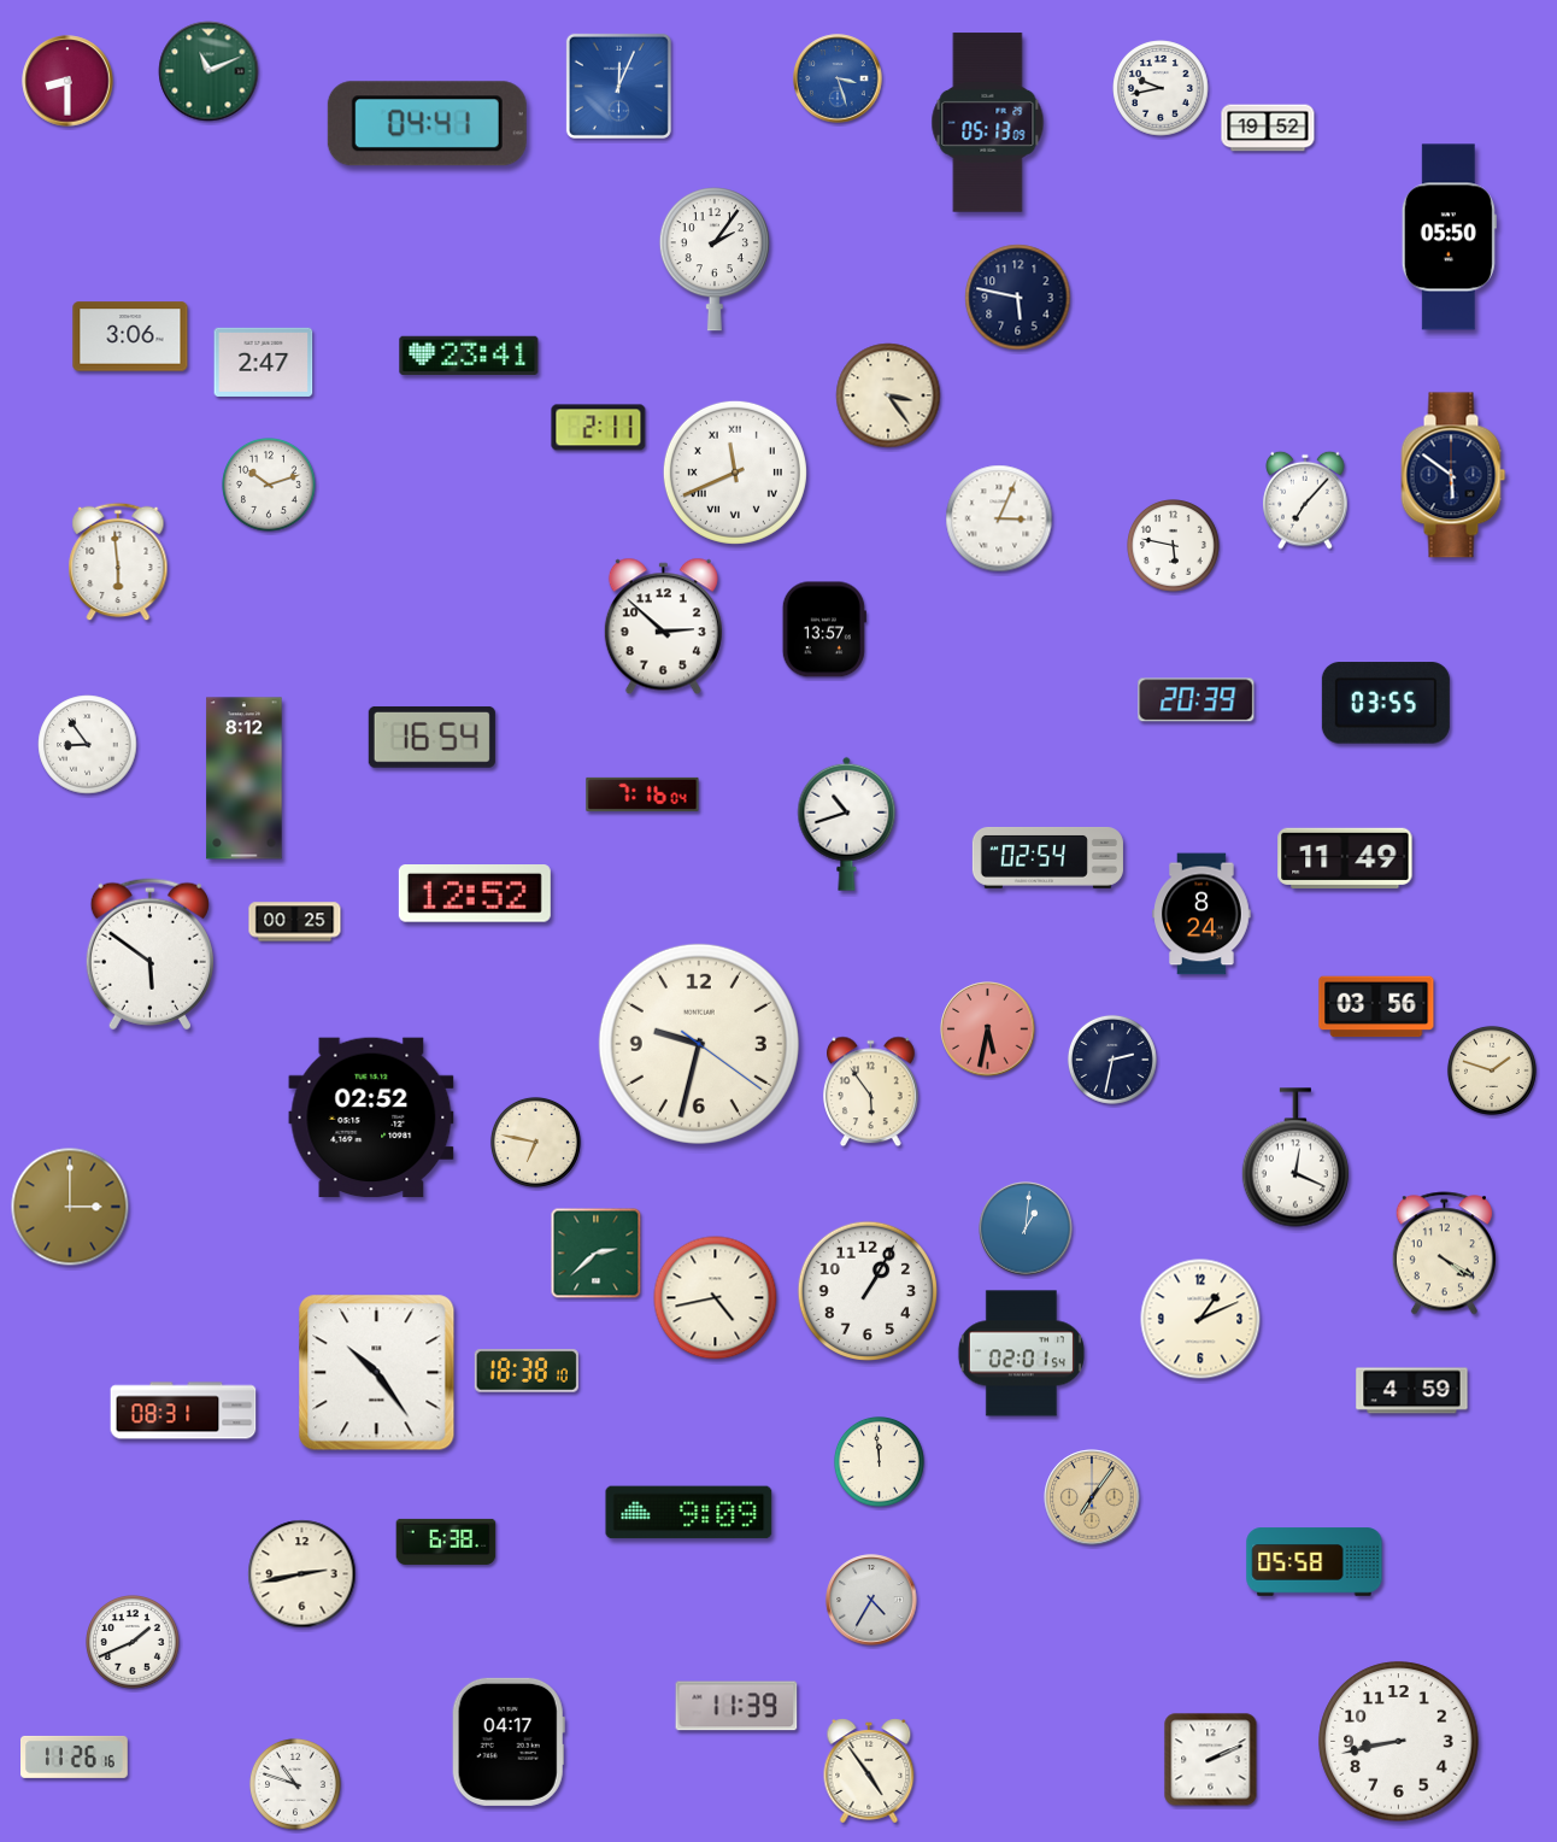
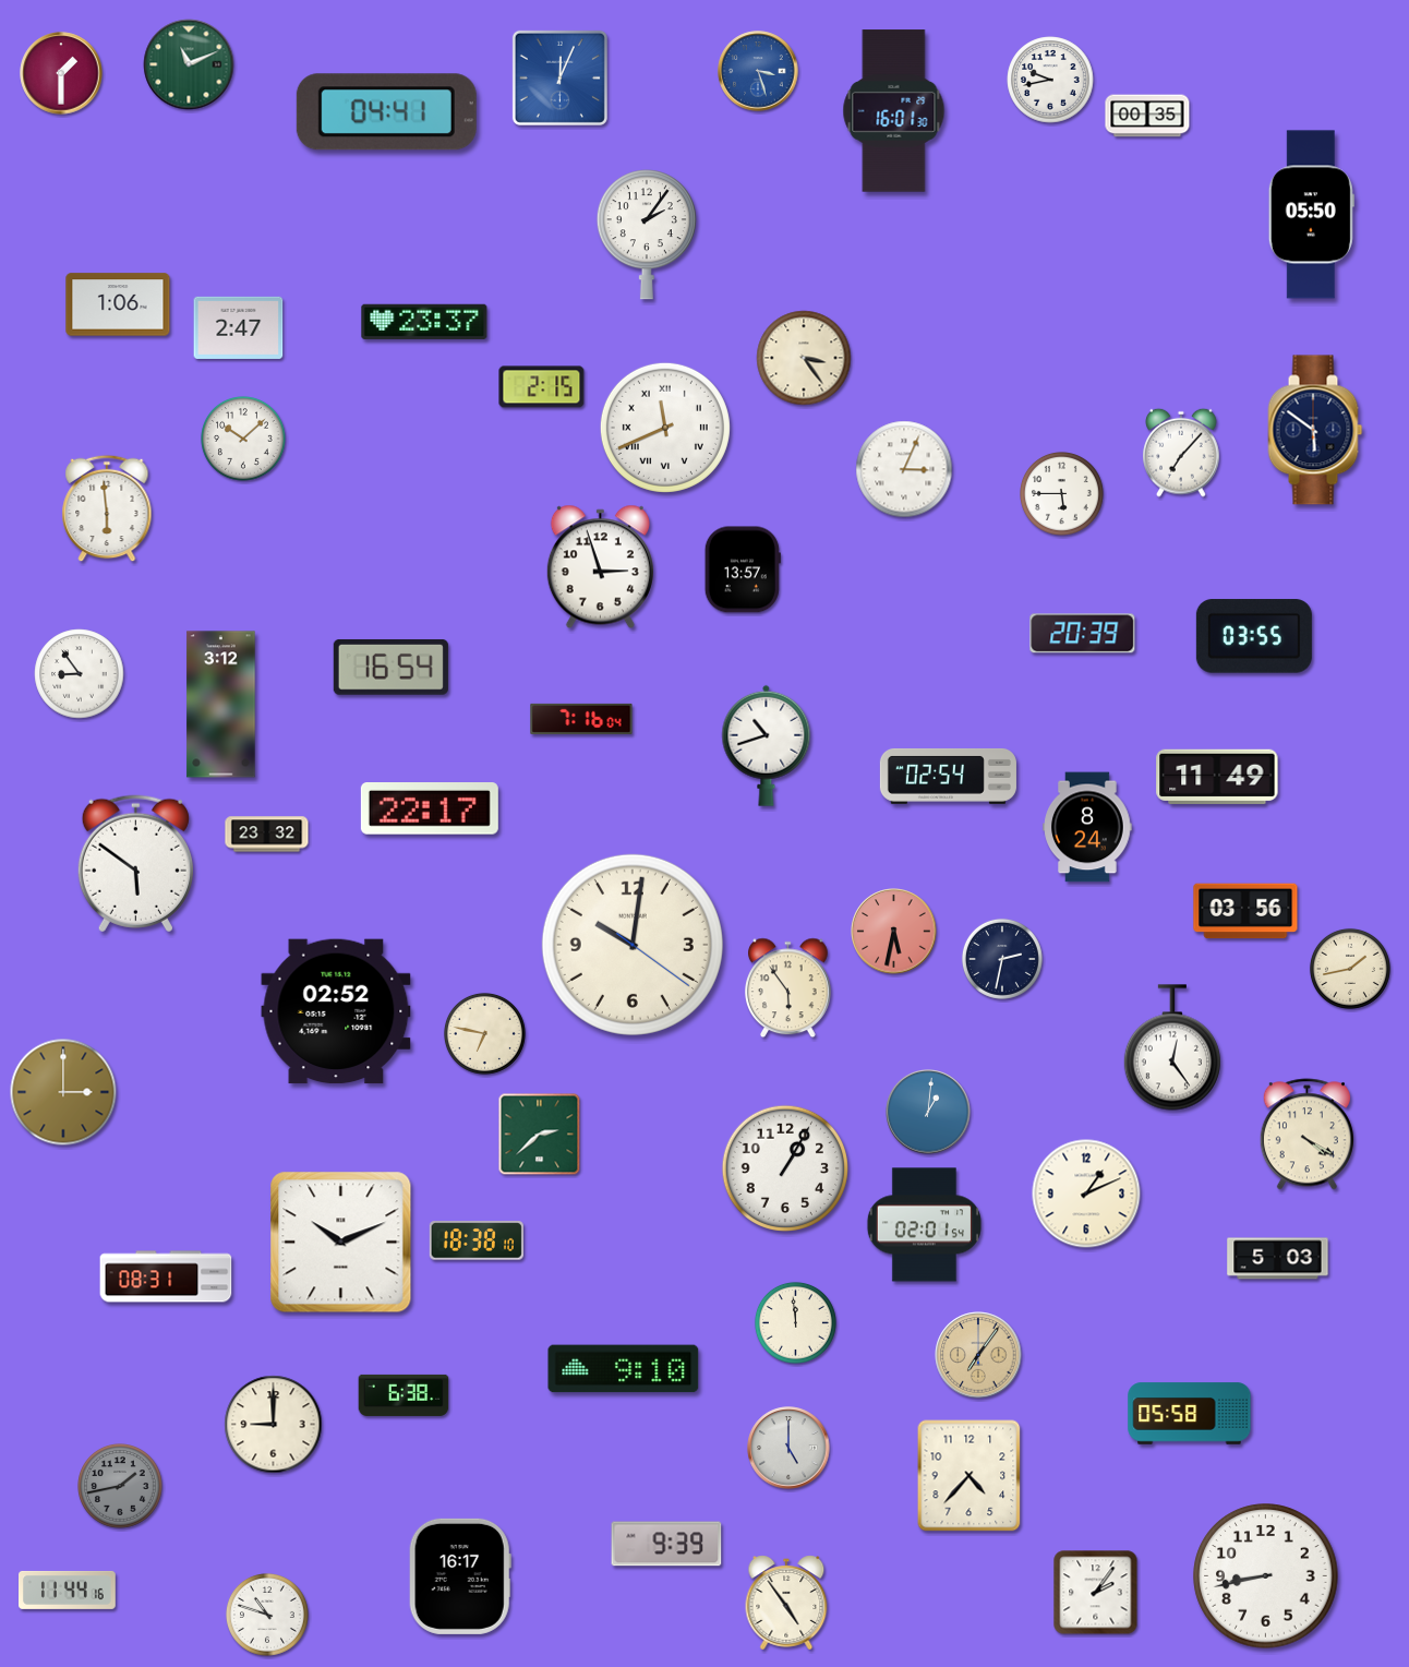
clock at (67, 81): 8:30 -> 1:30
clock at (988, 123): 05:13 -> 16:01
clock at (1268, 128): 19:52 -> 00:35
clock at (1018, 298): 5:47 -> none
clock at (130, 336): 3:06 -> 1:06
clock at (469, 356): 23:41 -> 23:37
clock at (599, 428): 2:11 -> 2:15
clock at (270, 486): 10:12 -> 10:08
clock at (1174, 546): 5:47 -> 5:45
clock at (663, 627): 2:52 -> 2:57
clock at (824, 629) position: (824, 629) -> (743, 569)
clock at (245, 779): 8:12 -> 3:12
clock at (475, 894): 12:52 -> 22:17
clock at (295, 922): 00:25 -> 23:32
clock at (699, 1044): 9:32 -> 10:01
clock at (1112, 1060) position: (1112, 1060) -> (1002, 959)
clock at (1492, 1070): 1:48 -> 1:43
clock at (1295, 1157): 12:19 -> 12:24
clock at (716, 1298): 4:43 -> none
clock at (377, 1373): 10:24 -> 10:11
clock at (1412, 1391): 4:59 -> 5:03
clock at (1092, 1497) position: (1092, 1497) -> (978, 1355)
clock at (689, 1513): 9:09 -> 9:10
clock at (302, 1574): 2:43 -> 9:00
clock at (871, 1600): 4:35 -> 5:00
clock at (970, 1476): none -> 4:37
clock at (134, 1643): 1:41 -> 1:43
clock at (134, 1643) dial: white -> grey
clock at (736, 1706): 11:39 -> 9:39
clock at (509, 1742): 04:17 -> 16:17
clock at (75, 1756): 11:26 -> 11:44
clock at (1211, 1760): 2:11 -> 2:06
